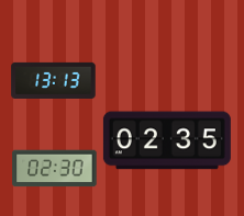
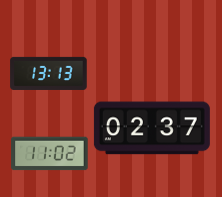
clock at (167, 140): 02:35 -> 02:37
clock at (55, 169): 02:30 -> 11:02
